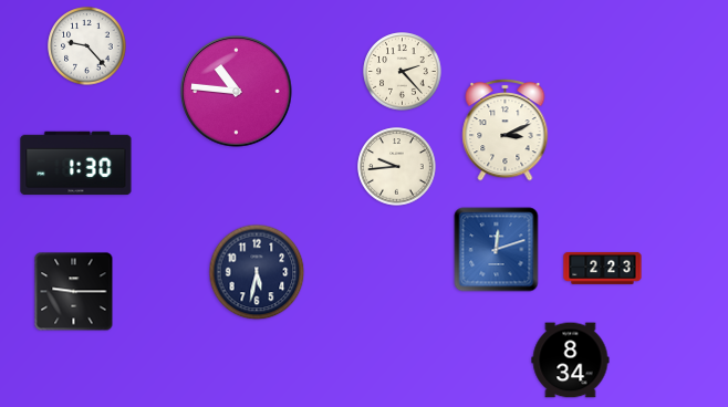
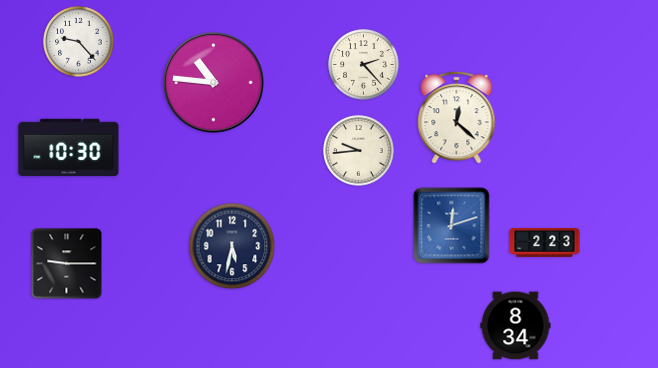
clock at (506, 129): 3:11 -> 12:22
clock at (76, 164): 1:30 -> 10:30
clock at (497, 250) position: (497, 250) -> (452, 226)
